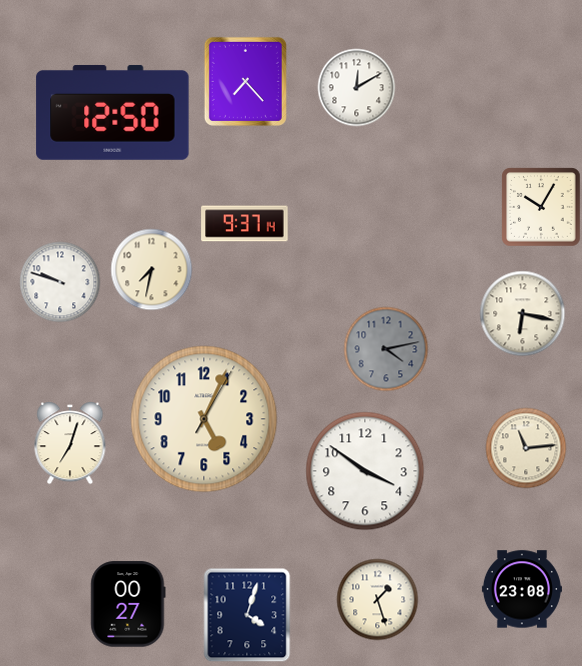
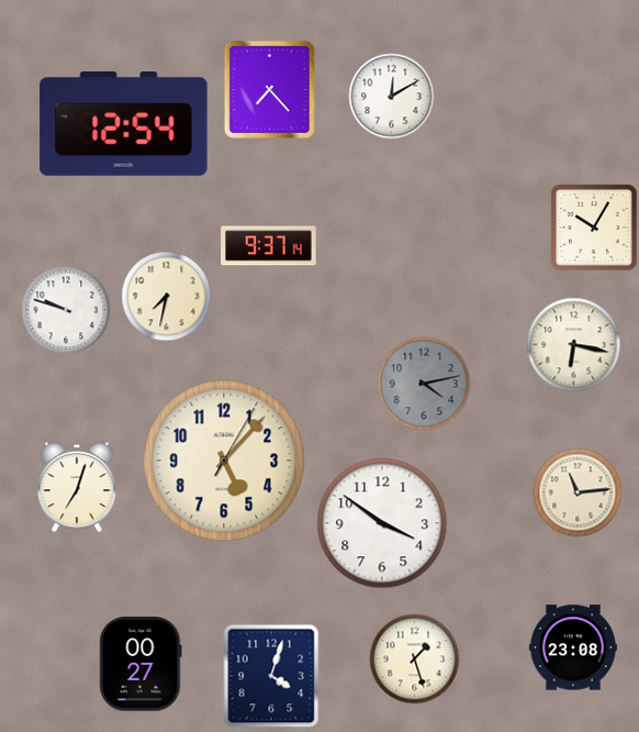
clock at (113, 112): 12:50 -> 12:54
clock at (204, 419): 5:04 -> 5:07
clock at (365, 471) position: (365, 471) -> (382, 523)
